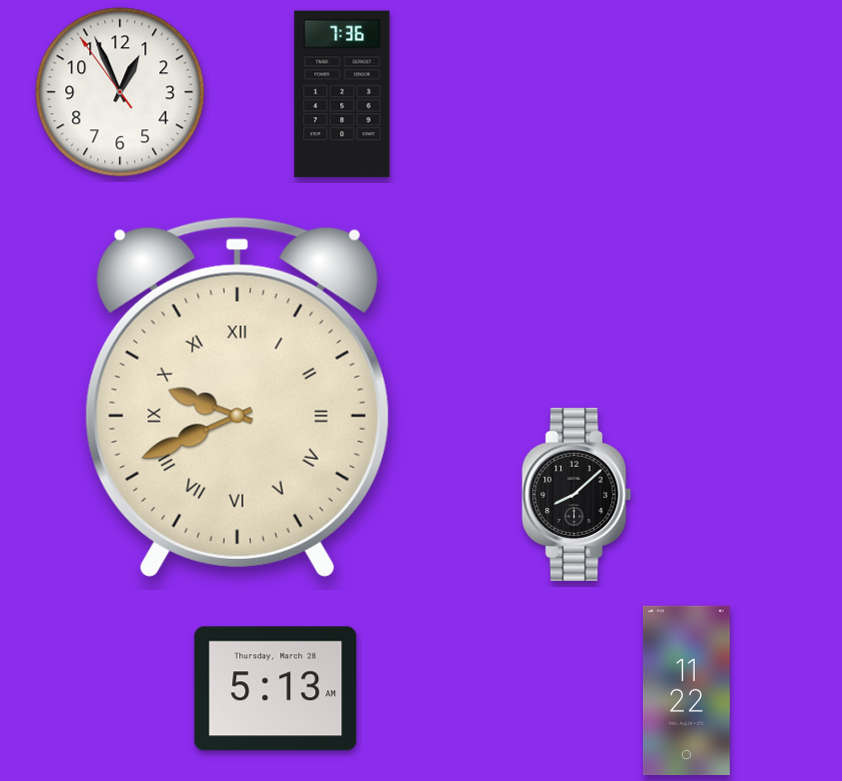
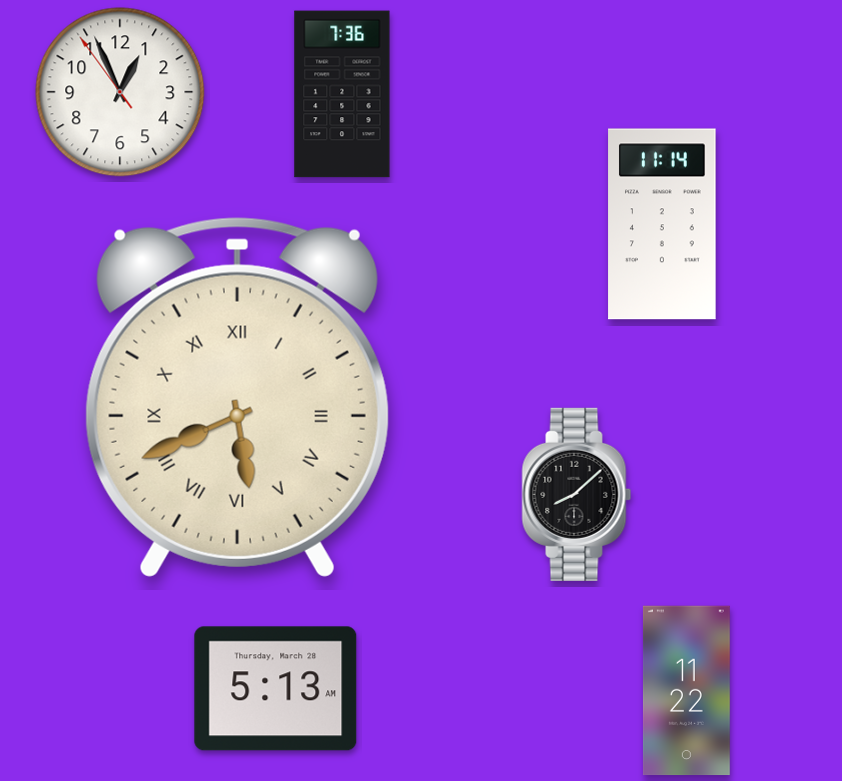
clock at (662, 224): none -> 11:14
clock at (237, 397): 9:41 -> 5:41
